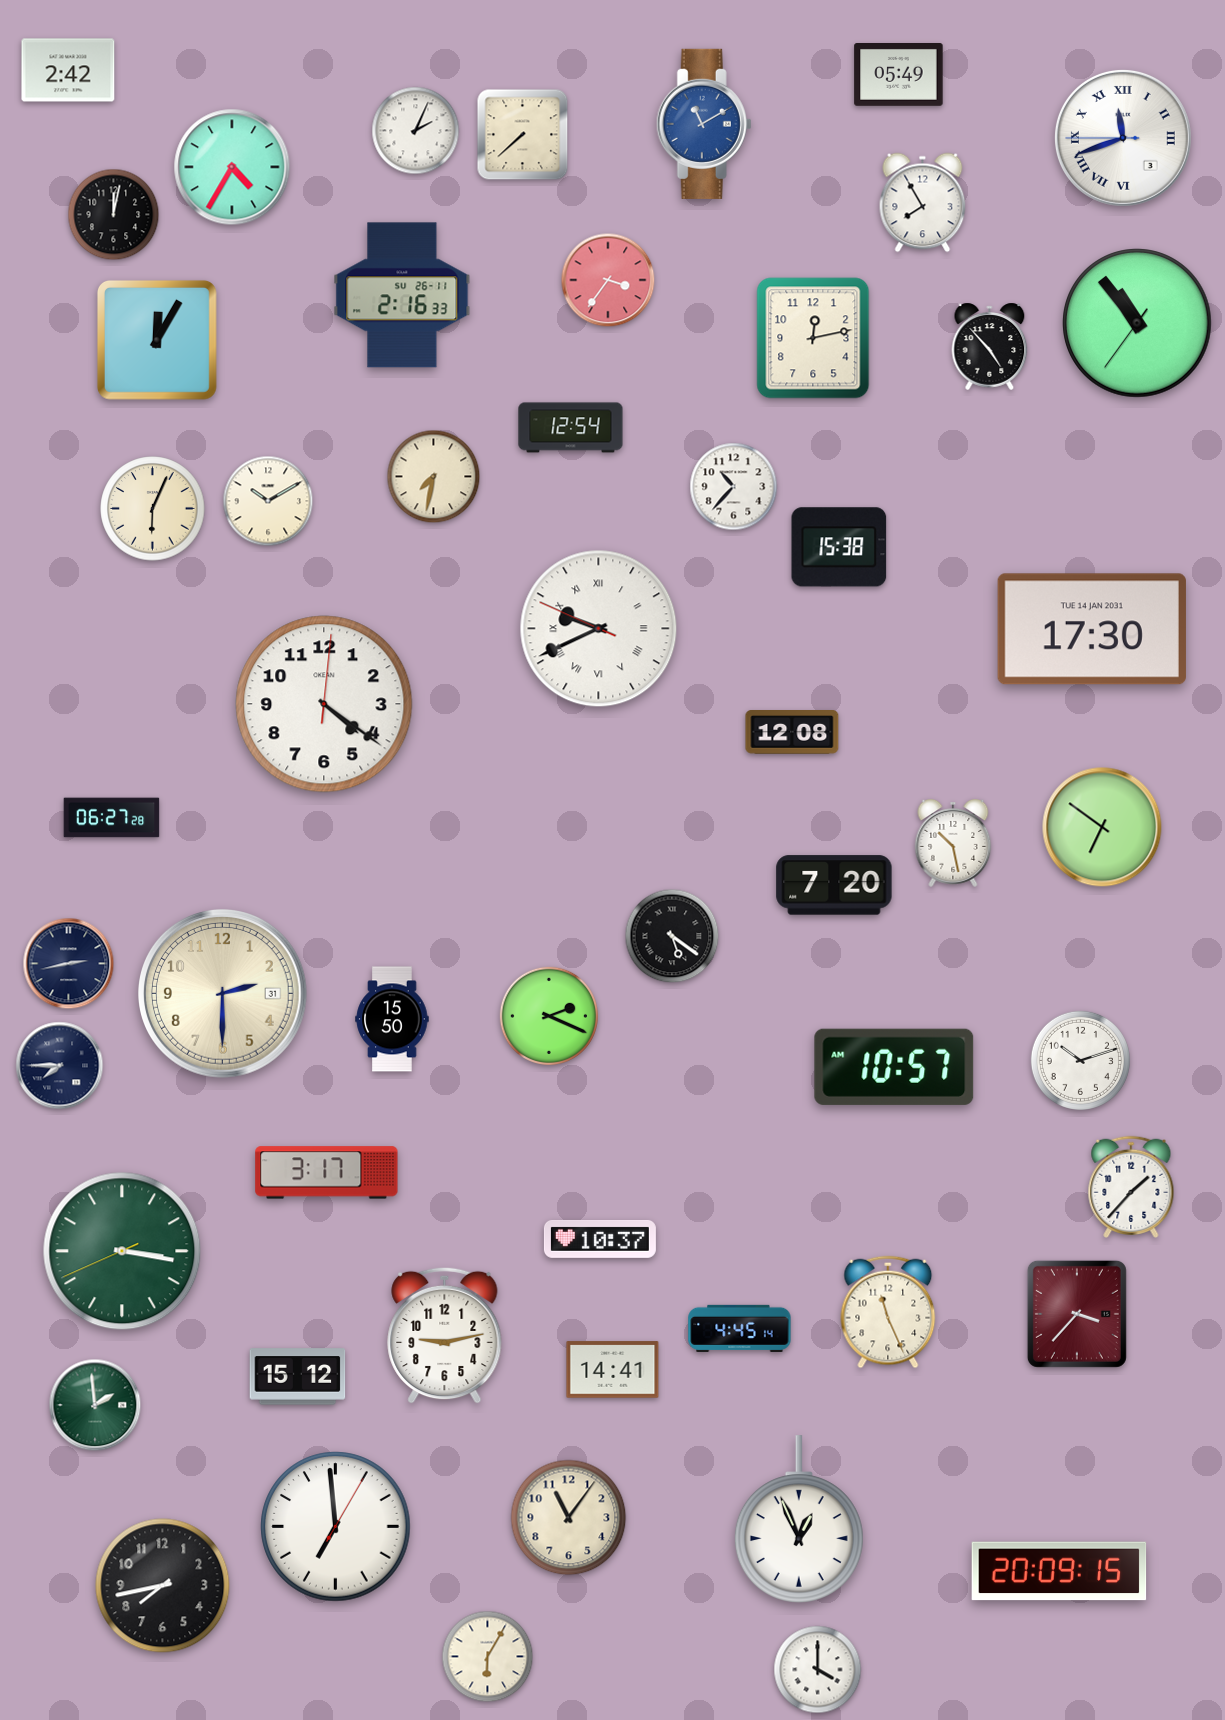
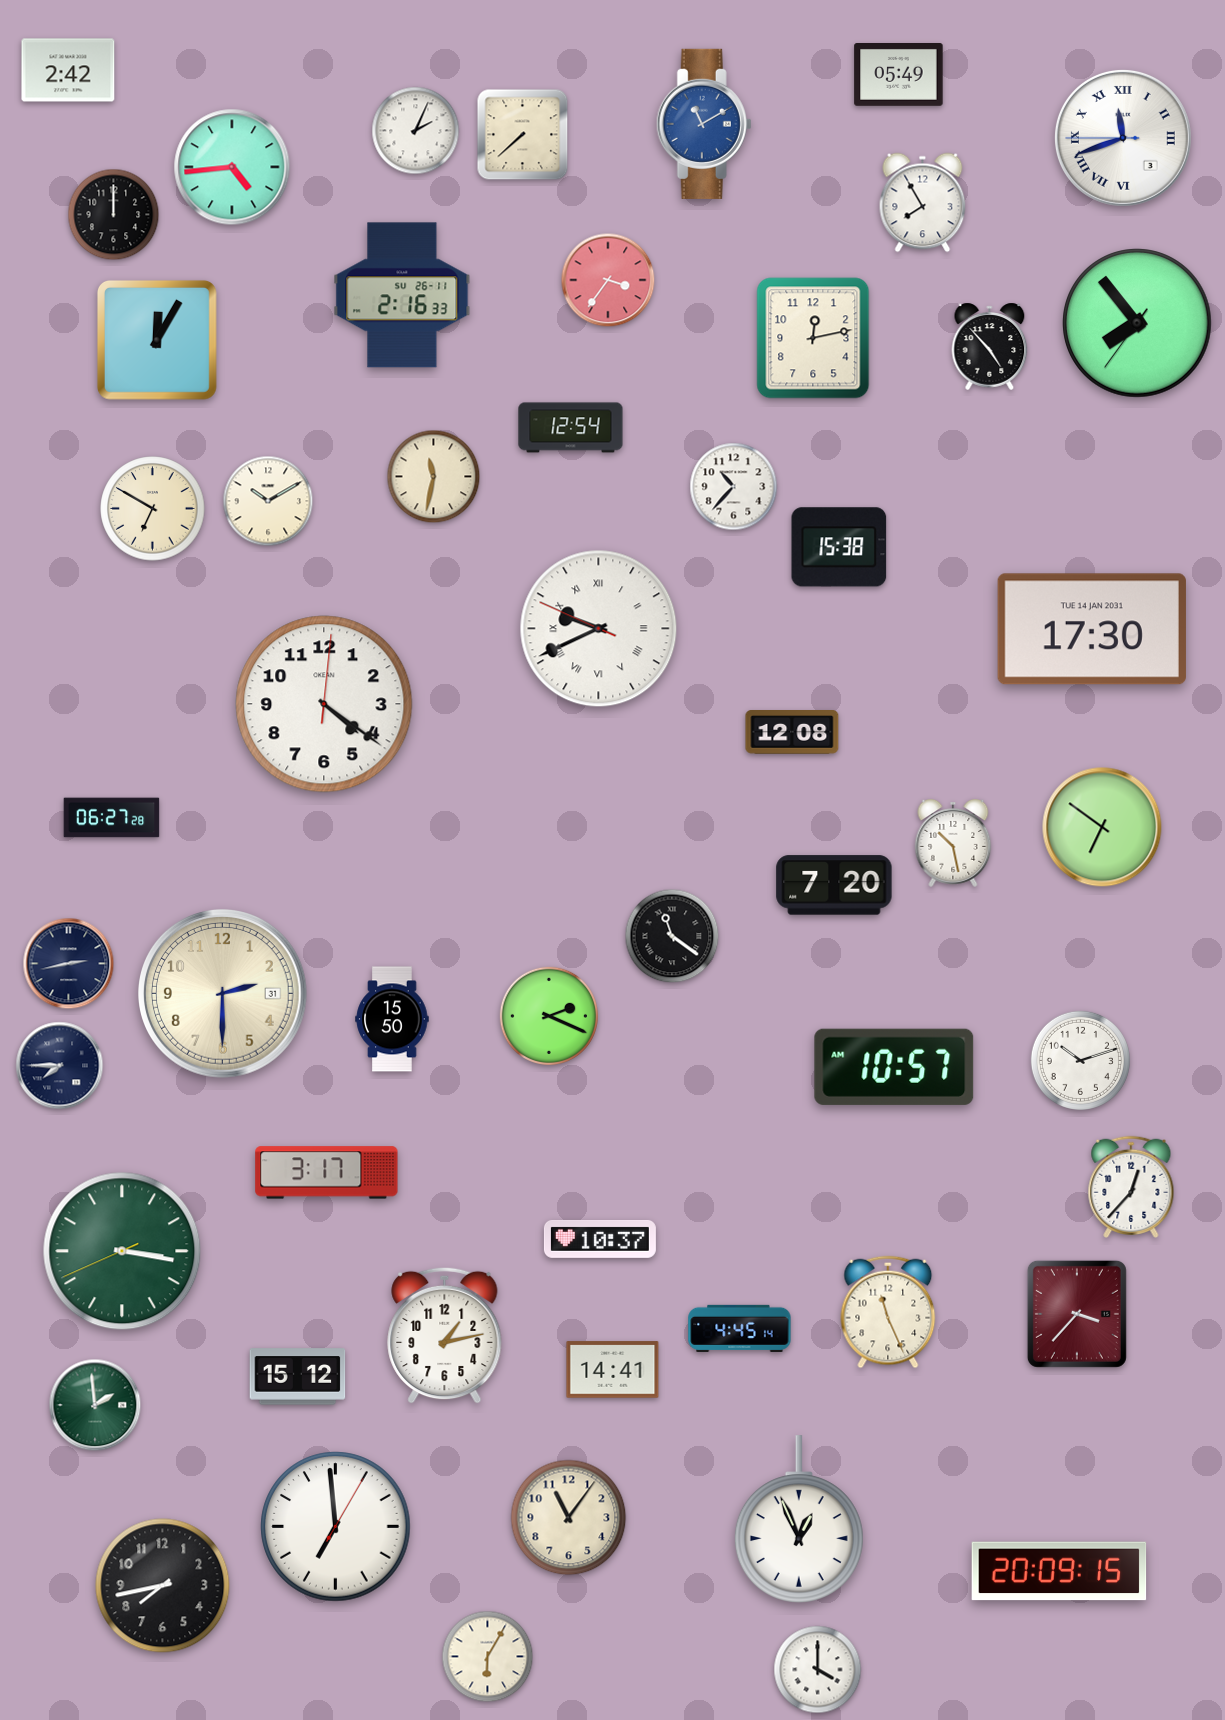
clock at (232, 167): 4:35 -> 4:44
clock at (114, 215): 12:02 -> 12:00
clock at (1137, 323): 10:53 -> 7:53
clock at (434, 477): 7:32 -> 11:32
clock at (153, 509): 6:04 -> 6:50
clock at (672, 936): 5:21 -> 11:21
clock at (1131, 1187): 1:37 -> 12:37
clock at (445, 1335): 9:13 -> 1:13
